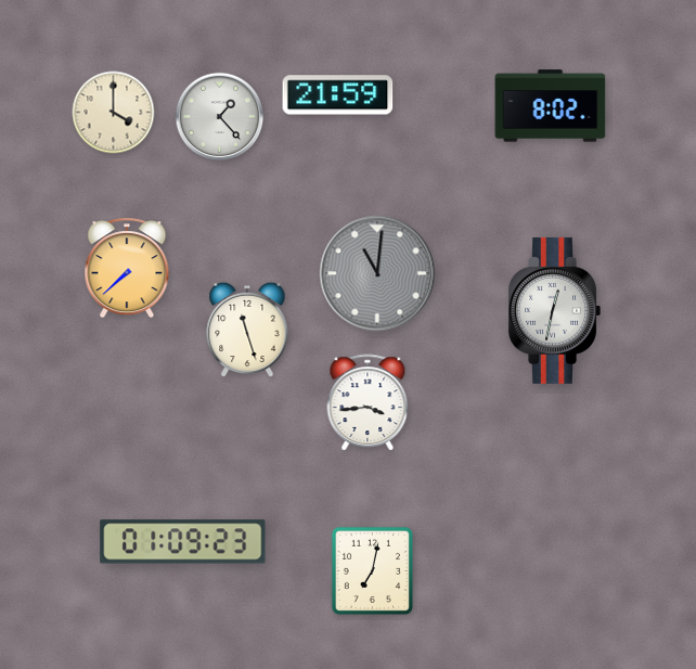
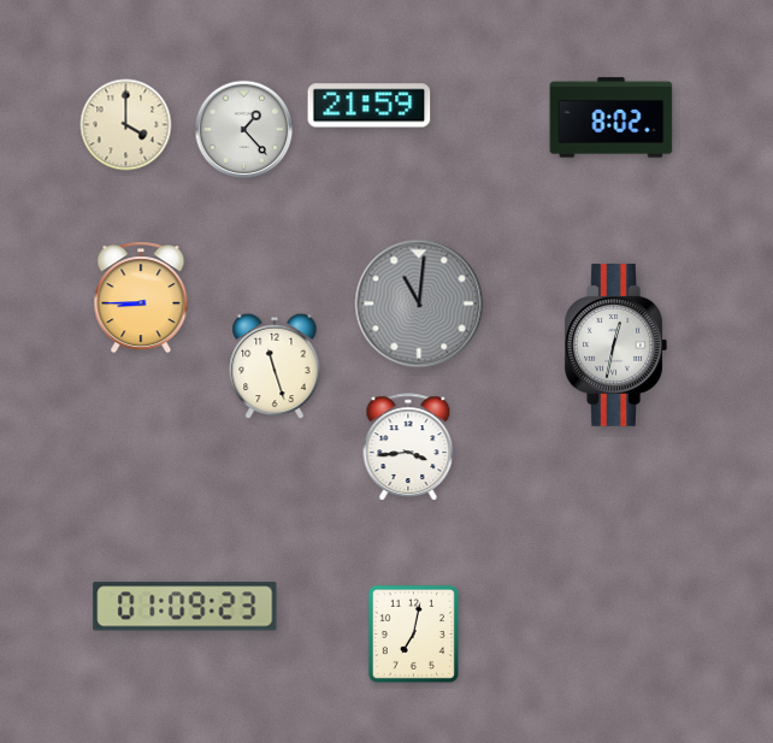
clock at (338, 95) position: (338, 95) -> (370, 106)
clock at (127, 268): 7:38 -> 8:45
clock at (183, 542) position: (183, 542) -> (185, 607)
